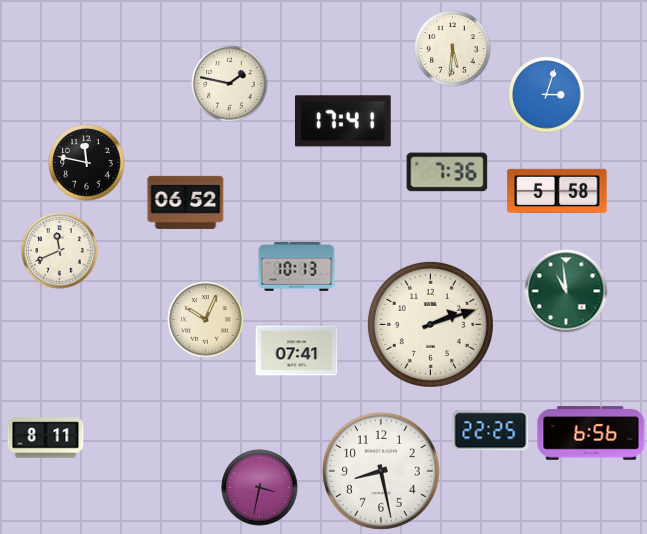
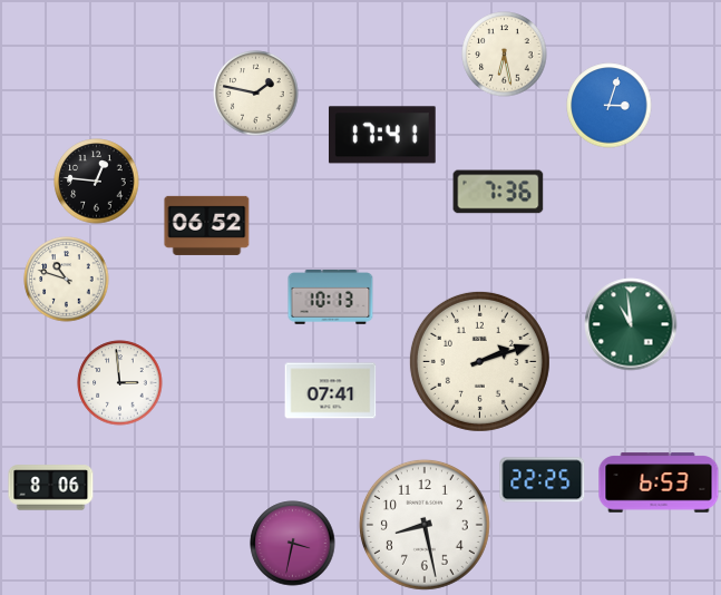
clock at (453, 49): 5:31 -> 6:28
clock at (87, 163): 11:47 -> 12:46
clock at (557, 191): 5:58 -> none
clock at (60, 251): 11:41 -> 10:48
clock at (206, 320): 10:04 -> none
clock at (120, 383): none -> 2:59
clock at (491, 431) position: (491, 431) -> (543, 480)
clock at (591, 433): 6:56 -> 6:53
clock at (46, 438): 8:11 -> 8:06
clock at (260, 488) position: (260, 488) -> (293, 544)
